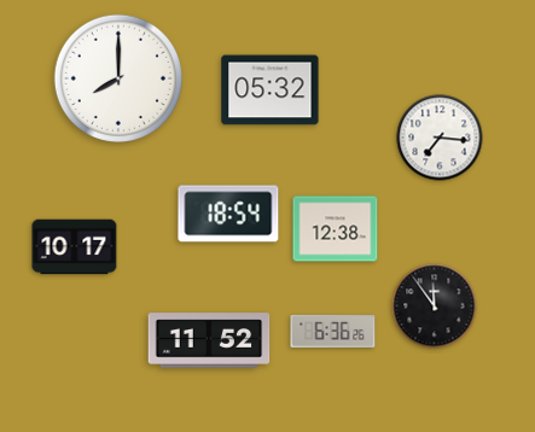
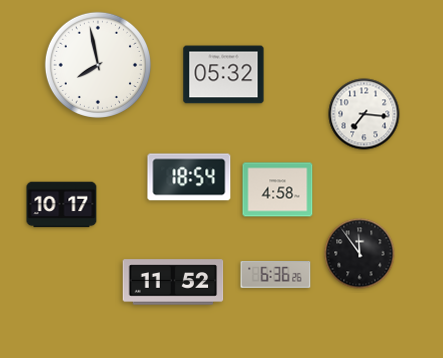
clock at (118, 78): 8:00 -> 7:58
clock at (336, 229): 12:38 -> 4:58
